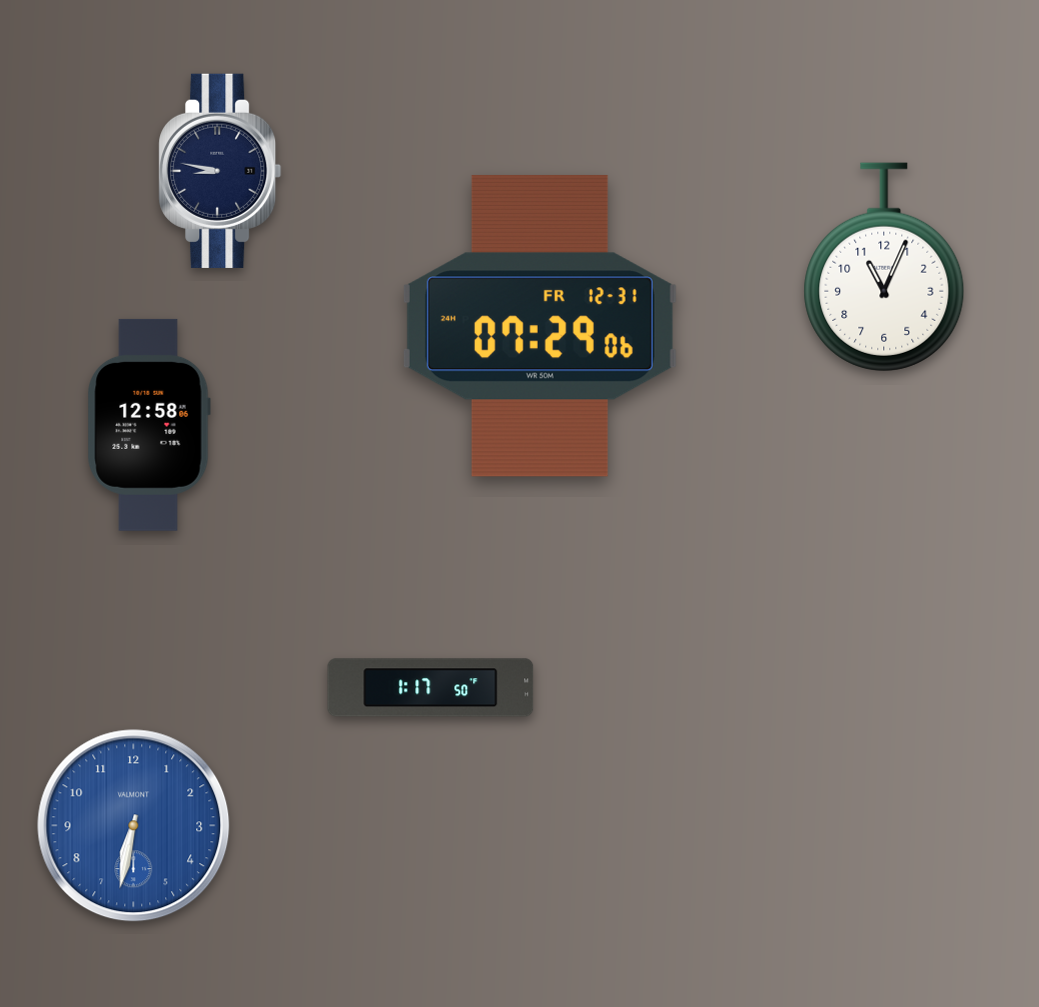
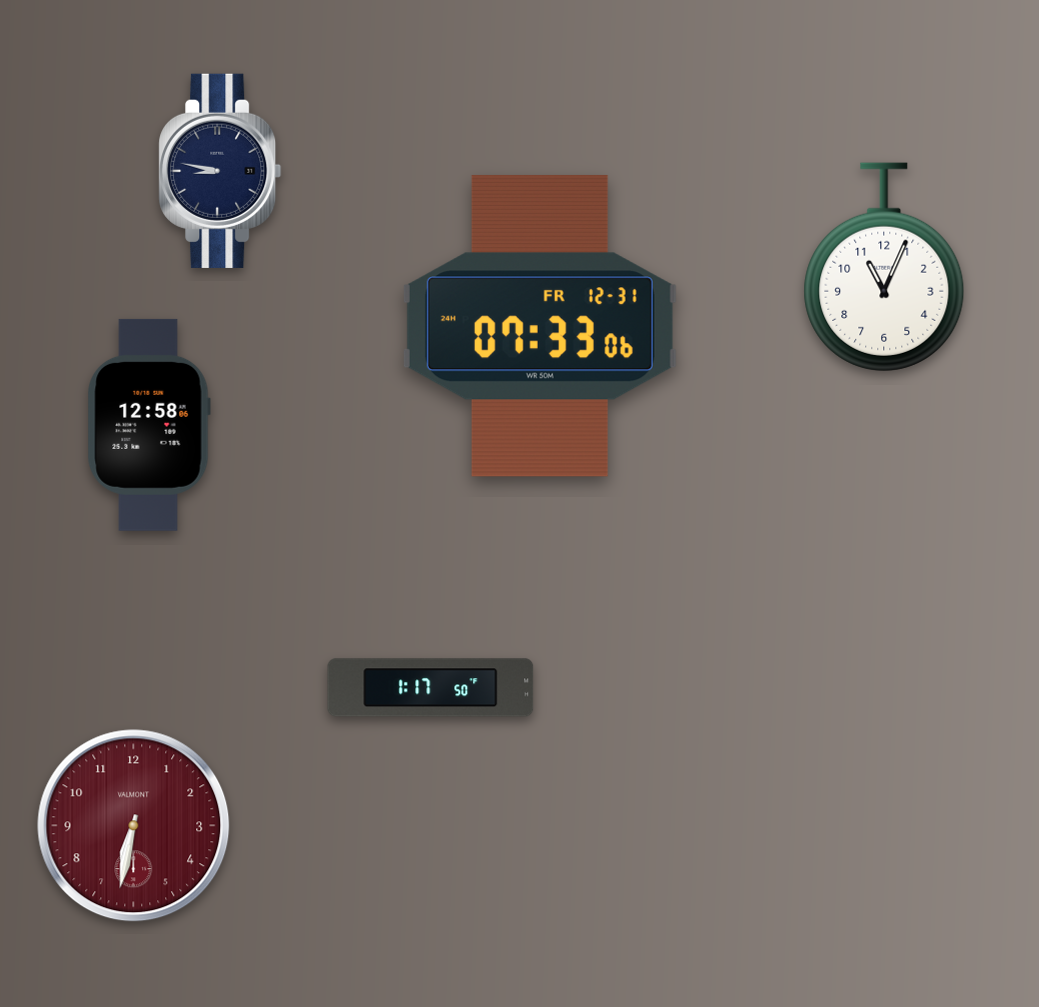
clock at (540, 326): 07:29 -> 07:33
clock at (134, 826) dial: blue -> burgundy
